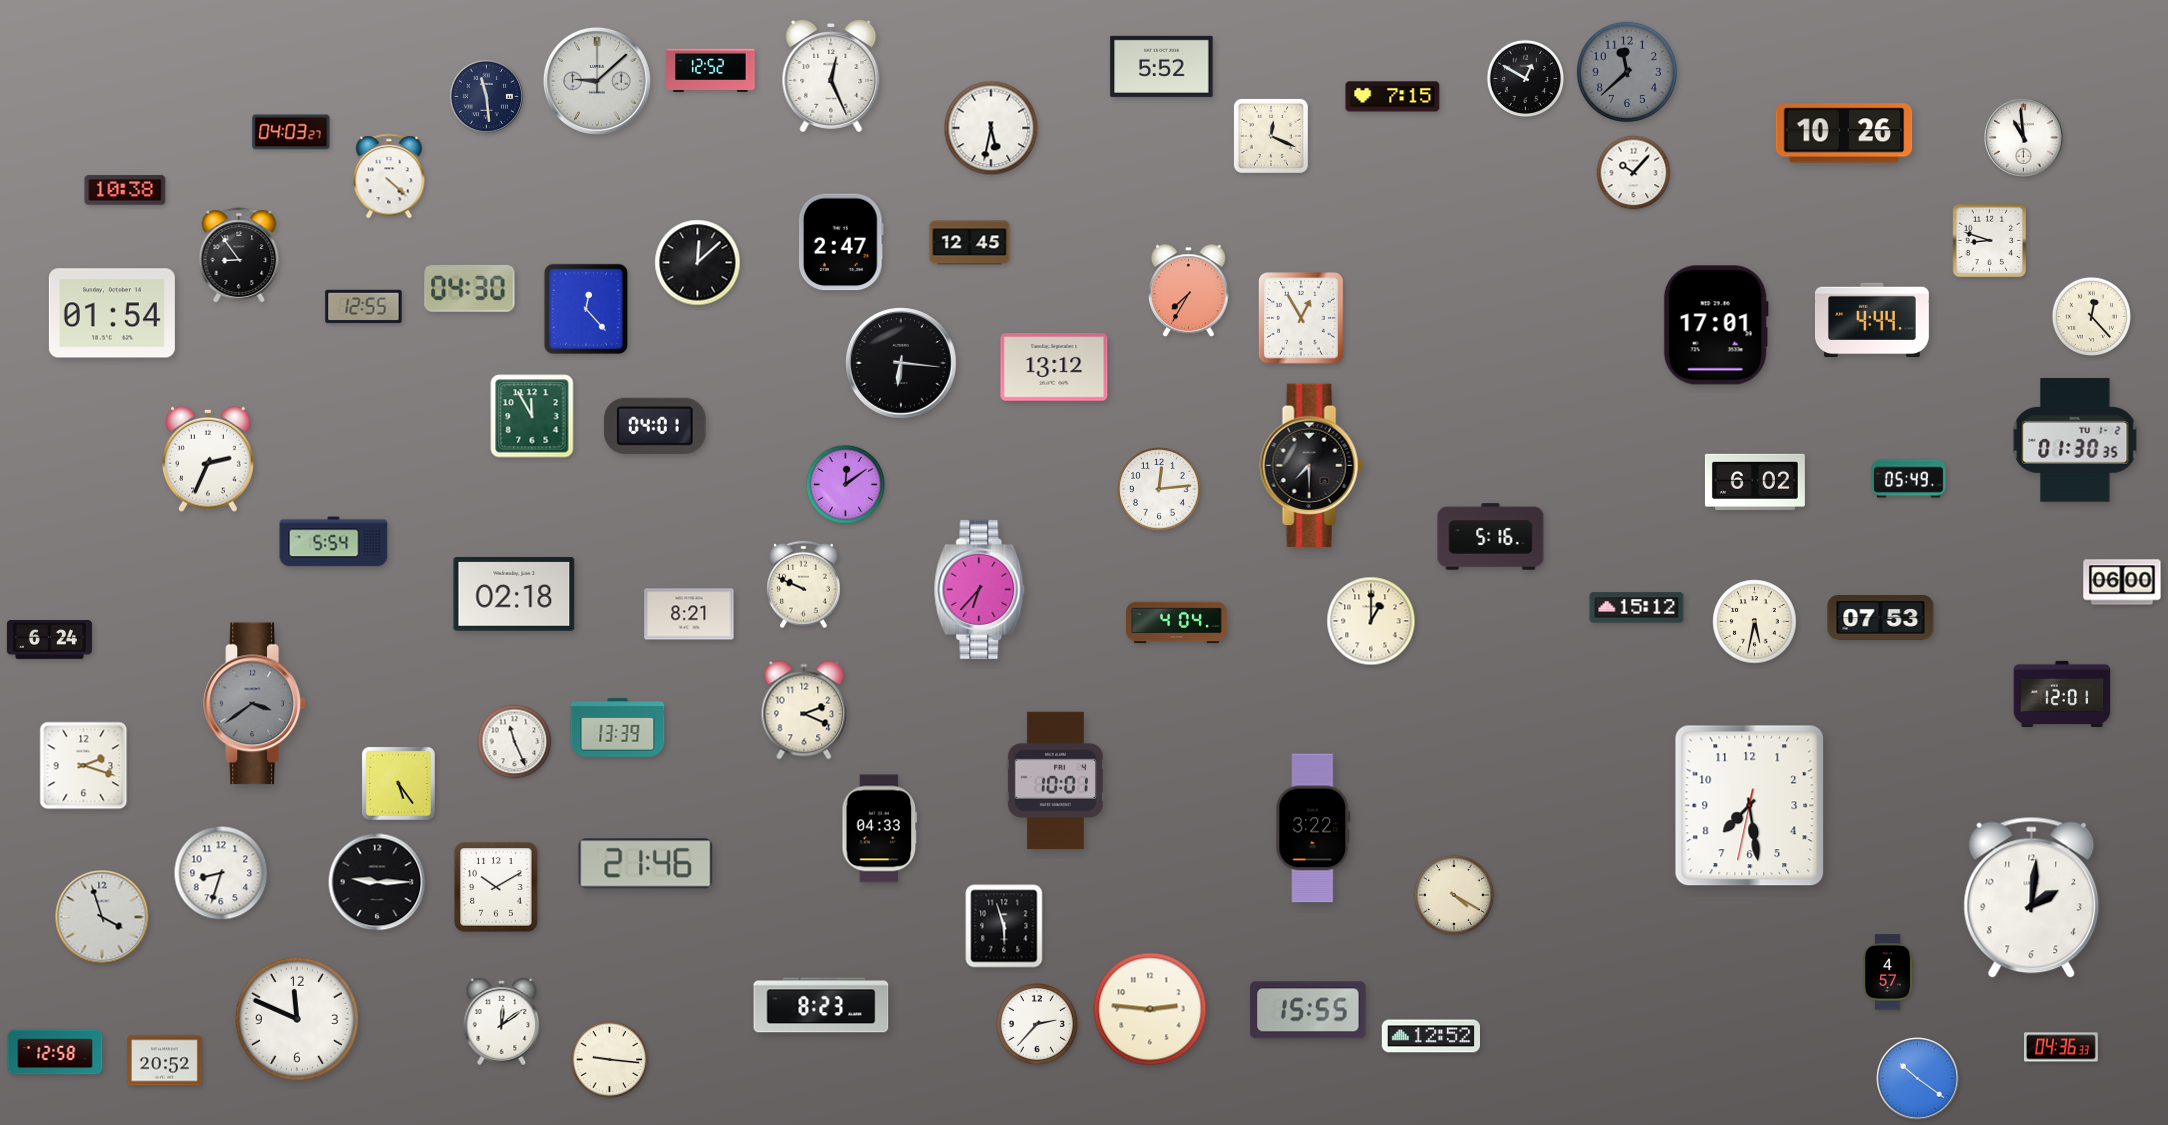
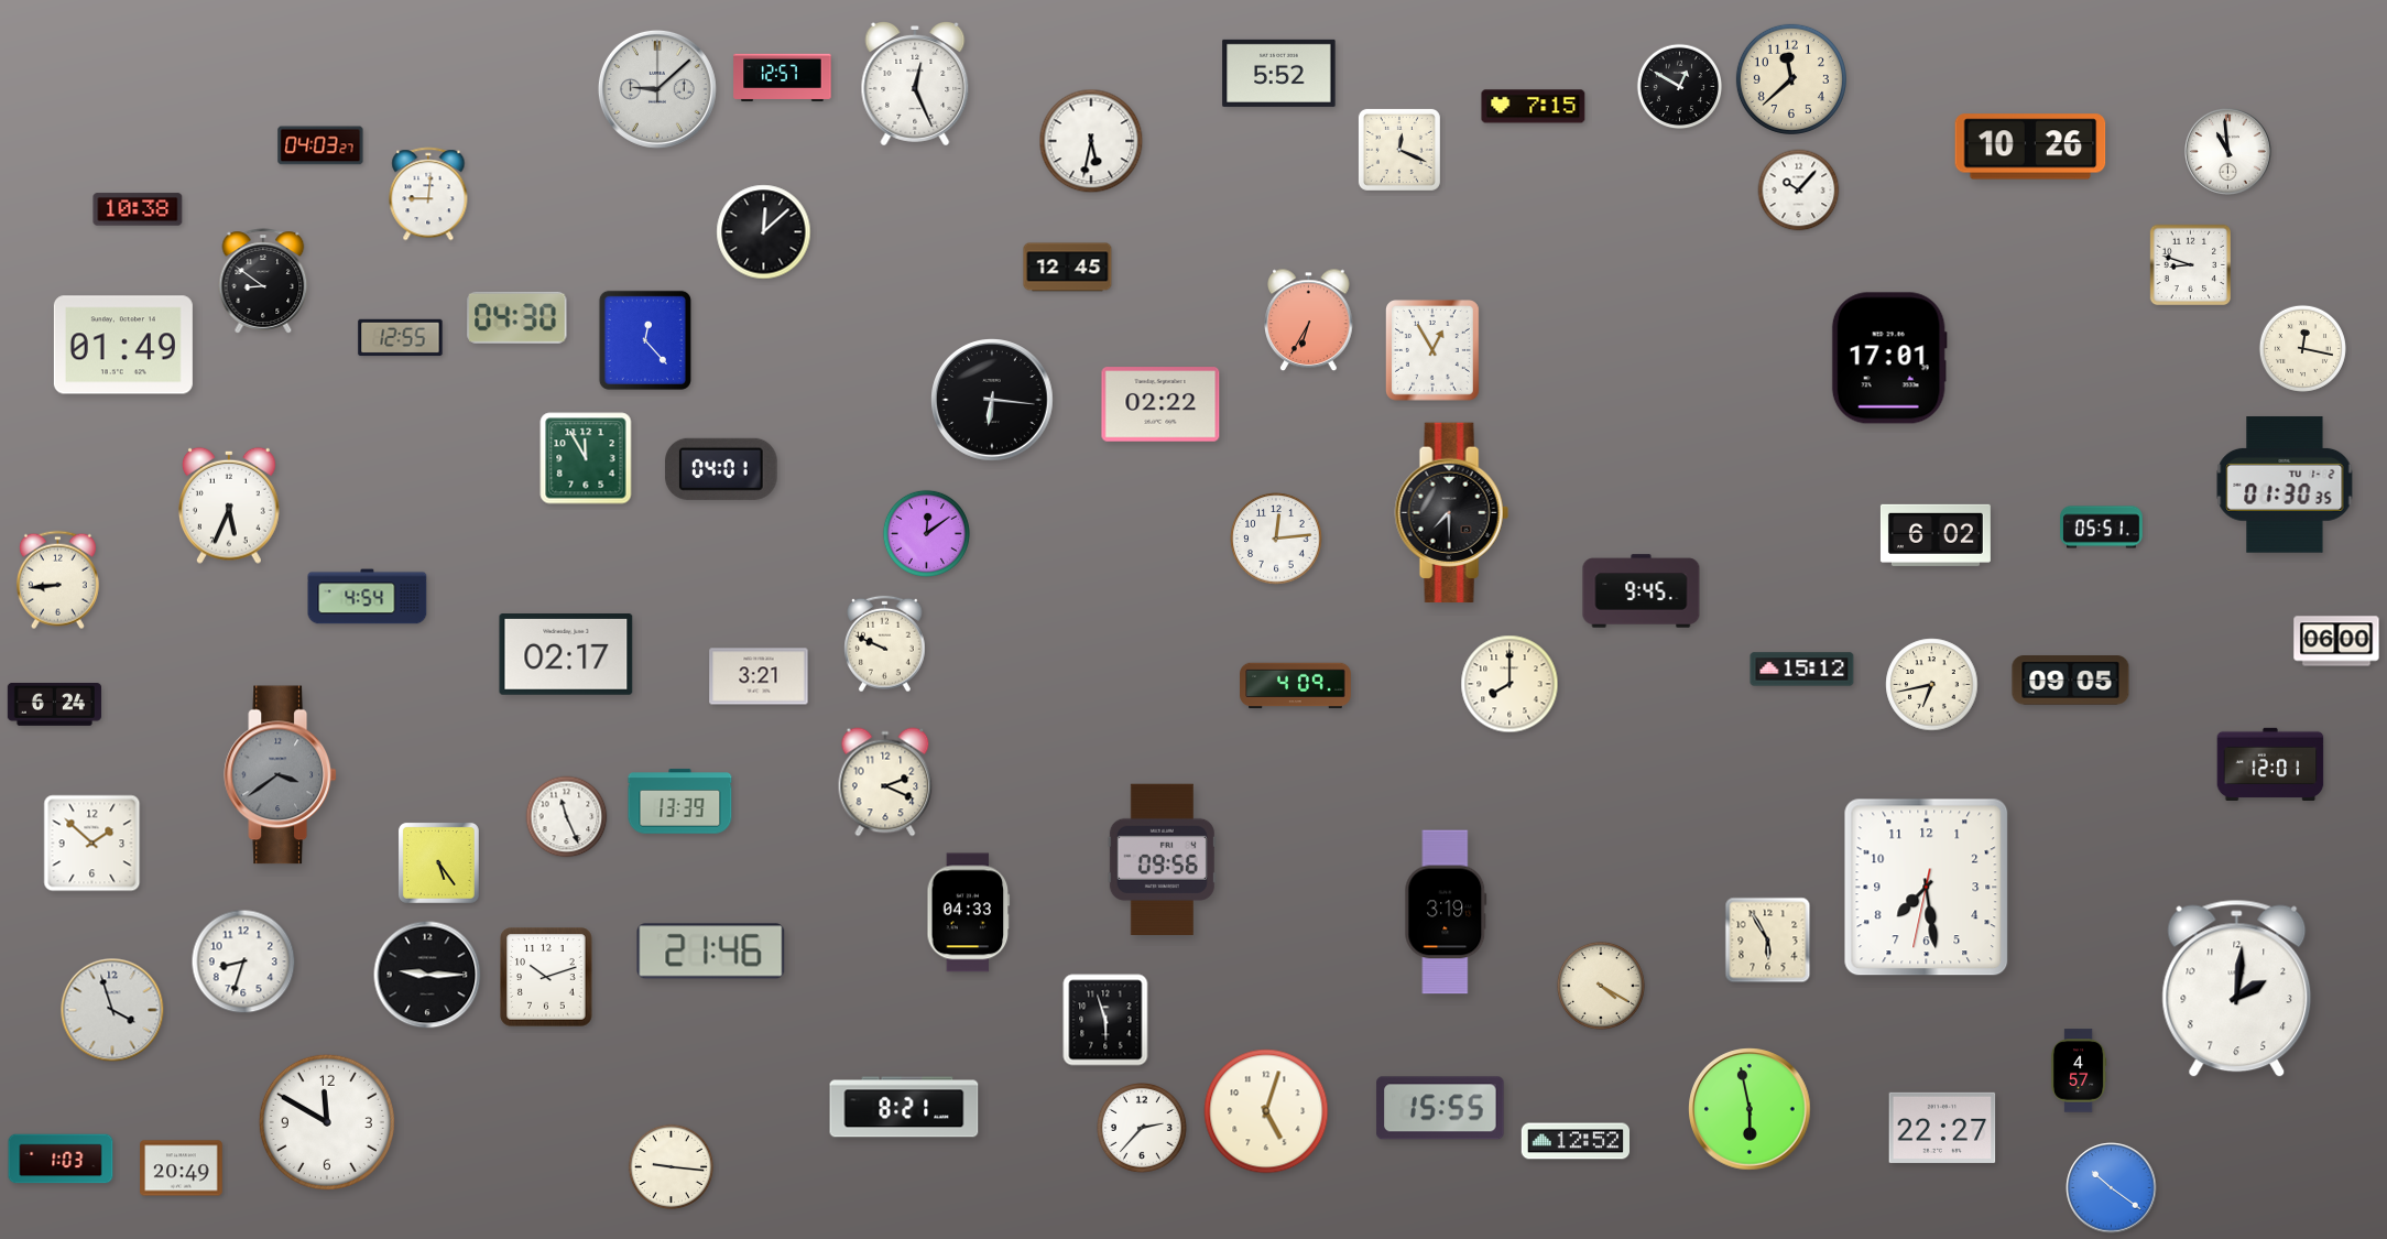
clock at (711, 71): 12:52 -> 12:57
clock at (1627, 72) dial: grey -> cream
clock at (486, 96): 11:29 -> none
clock at (389, 176): 4:22 -> 9:01
clock at (841, 242): 2:47 -> none
clock at (239, 255): 8:54 -> 8:51
clock at (698, 263) position: (698, 263) -> (764, 232)
clock at (1189, 291): 7:35 -> 6:35
clock at (112, 313): 01:54 -> 01:49
clock at (2091, 316): 12:23 -> 12:17
clock at (1872, 320): 4:44 -> none
clock at (1054, 367): 13:12 -> 02:22
clock at (208, 459): 2:34 -> 5:34
clock at (1311, 466) position: (1311, 466) -> (1451, 513)
clock at (1909, 479): 05:49 -> 05:51
clock at (1755, 482) position: (1755, 482) -> (1936, 535)
clock at (845, 484) position: (845, 484) -> (926, 533)
clock at (57, 580): none -> 8:44
clock at (1491, 537): 5:16 -> 9:45
clock at (334, 542): 5:54 -> 4:54
clock at (980, 589): 6:37 -> none
clock at (514, 595): 02:18 -> 02:17
clock at (689, 614): 8:21 -> 3:21
clock at (1881, 618): 07:53 -> 09:05
clock at (1371, 621): 1:00 -> 8:00
clock at (1755, 622): 5:32 -> 6:43
clock at (1177, 623): 4:04 -> 4:09
clock at (84, 766): 2:18 -> 1:52
clock at (1055, 780): 10:01 -> 09:56
clock at (1313, 828): 3:22 -> 3:19
clock at (1768, 941): none -> 5:55
clock at (377, 882) position: (377, 882) -> (427, 975)
clock at (496, 887): 10:10 -> 10:12
clock at (821, 1005): 8:23 -> 8:21
clock at (1750, 1109): none -> 5:58
clock at (1150, 1009): 2:46 -> 5:03
clock at (1308, 1010) position: (1308, 1010) -> (1440, 1108)
clock at (297, 1019): 11:49 -> 11:50
clock at (502, 1021): 12:09 -> none
clock at (1942, 1128): none -> 22:27
clock at (2062, 1047): 04:36 -> none
clock at (55, 1052): 12:58 -> 1:03
clock at (165, 1061): 20:52 -> 20:49
